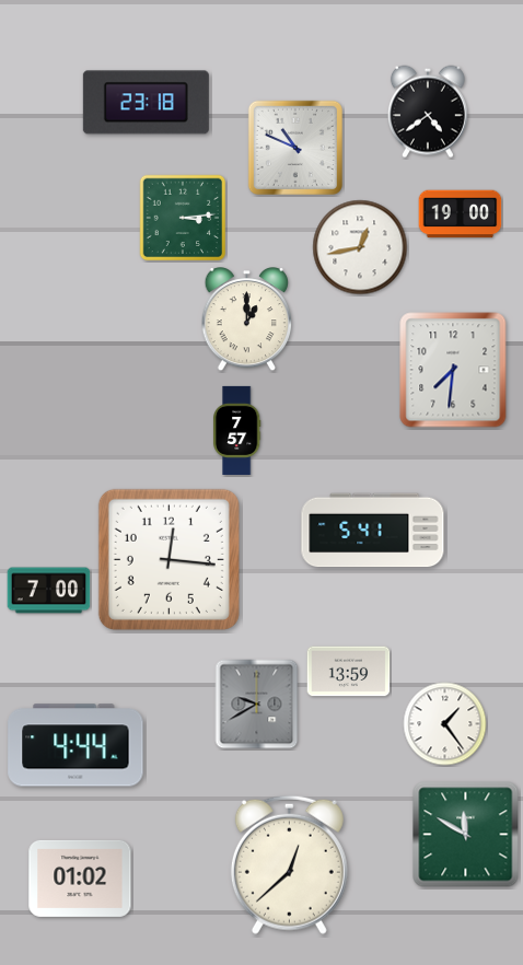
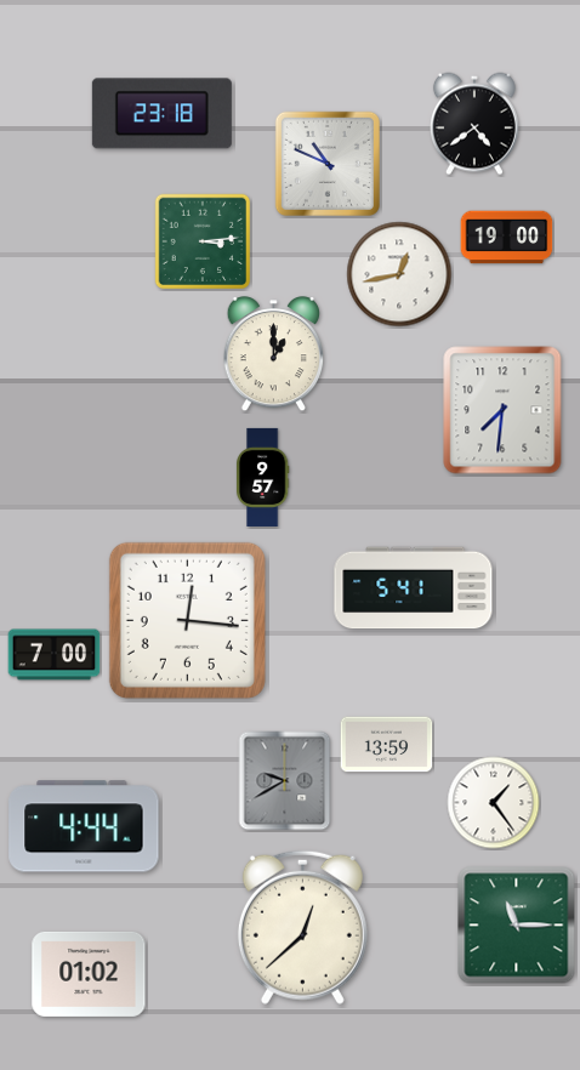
clock at (461, 214) position: (461, 214) -> (507, 238)
clock at (236, 430): 7:57 -> 9:57
clock at (466, 835): 11:50 -> 11:15
clock at (289, 864) position: (289, 864) -> (302, 927)
